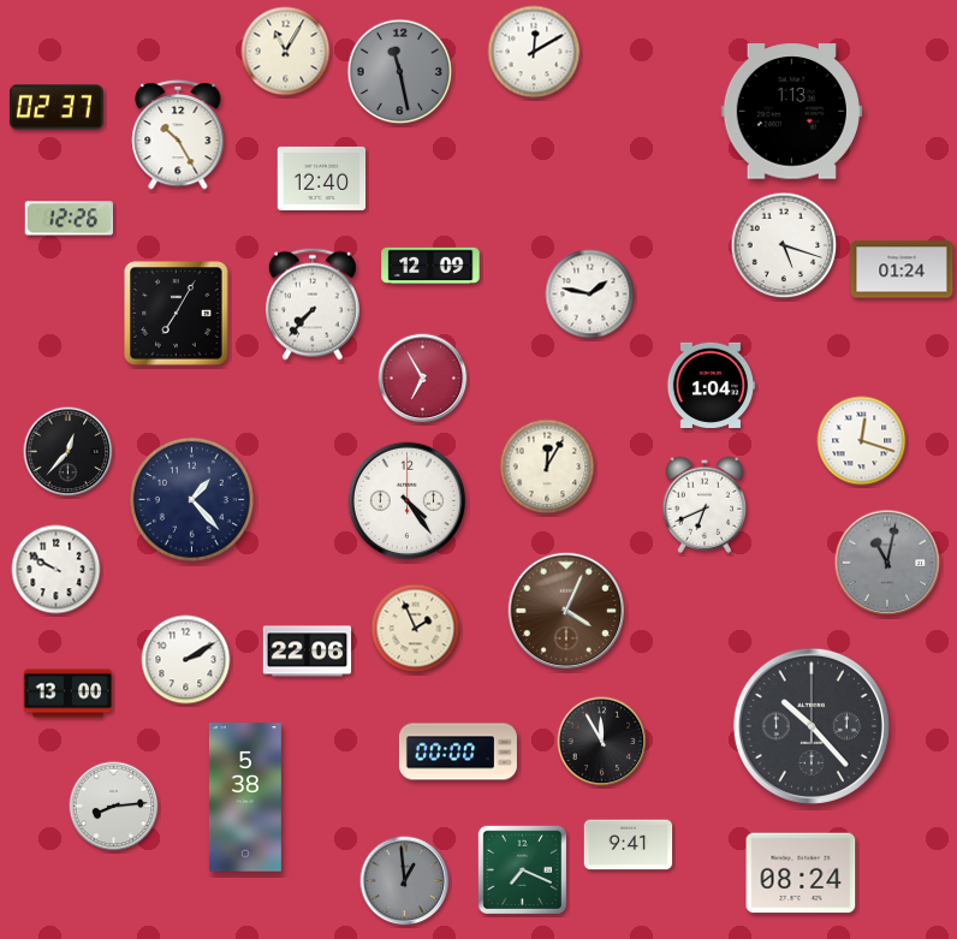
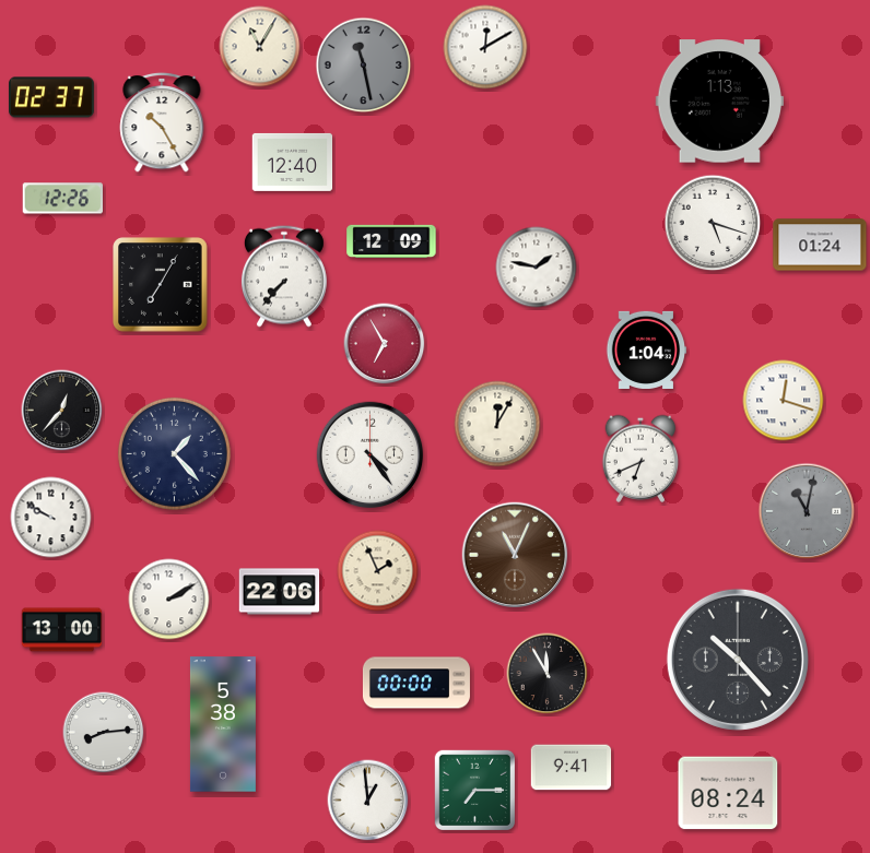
clock at (566, 611): 4:04 -> 11:04
clock at (522, 869): 7:19 -> 7:15
clock at (405, 881) dial: grey -> white
